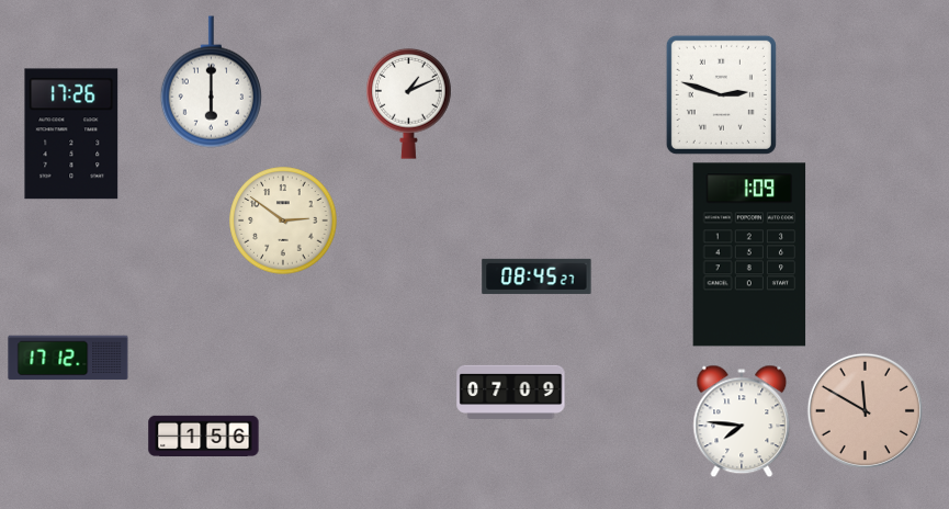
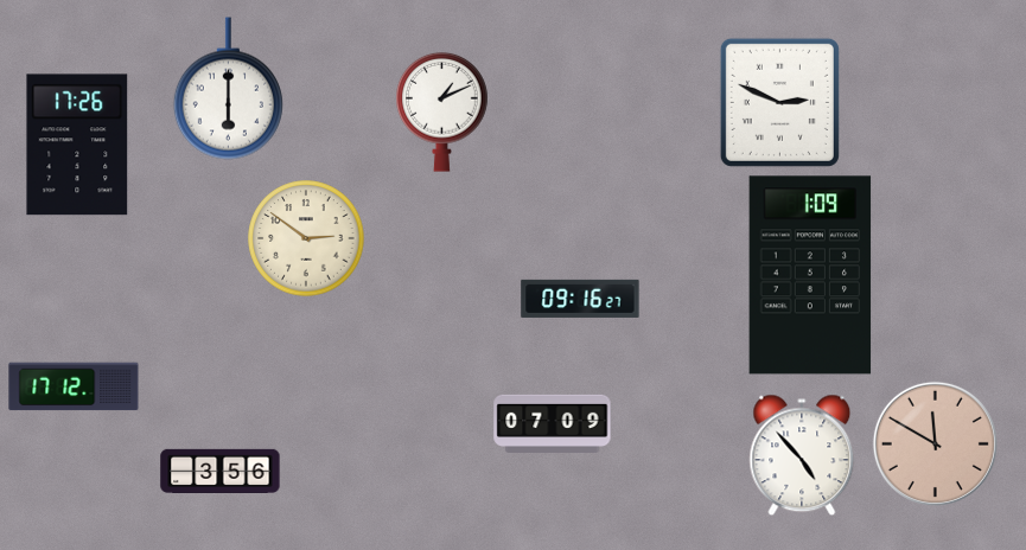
clock at (721, 94): 2:48 -> 2:49
clock at (536, 276): 08:45 -> 09:16
clock at (742, 421): 7:46 -> 4:53
clock at (204, 436): 1:56 -> 3:56
